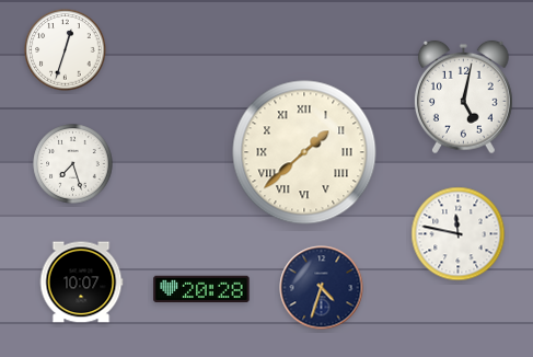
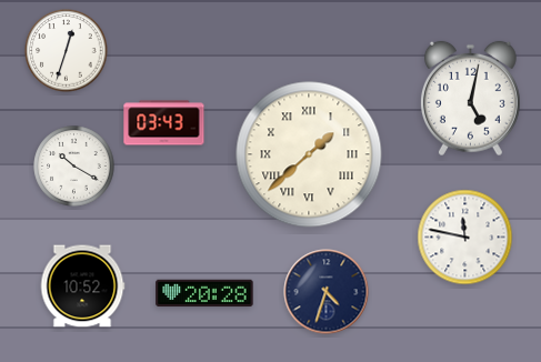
clock at (164, 123): none -> 03:43
clock at (73, 164): 7:27 -> 10:20
clock at (81, 283): 10:07 -> 10:52
